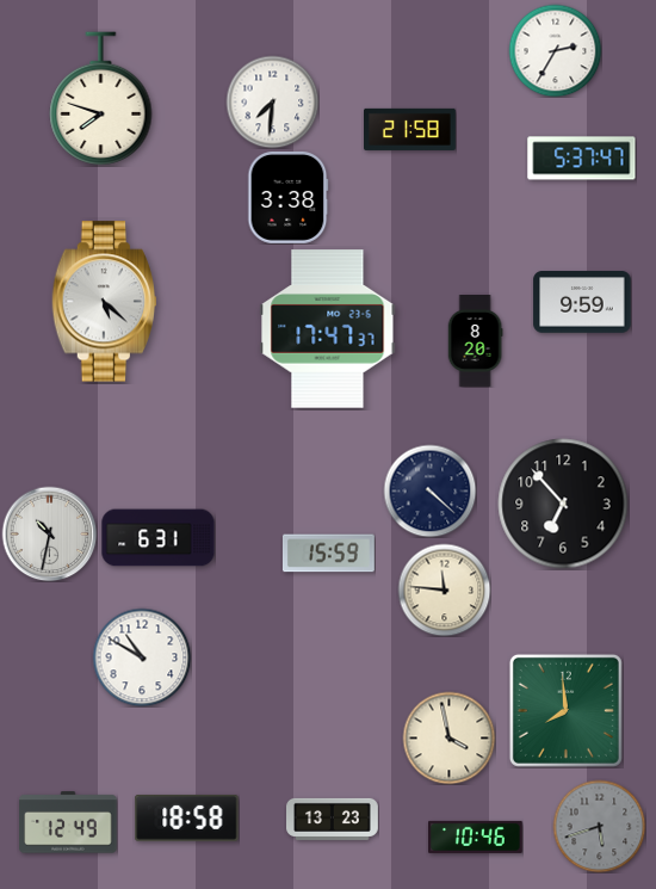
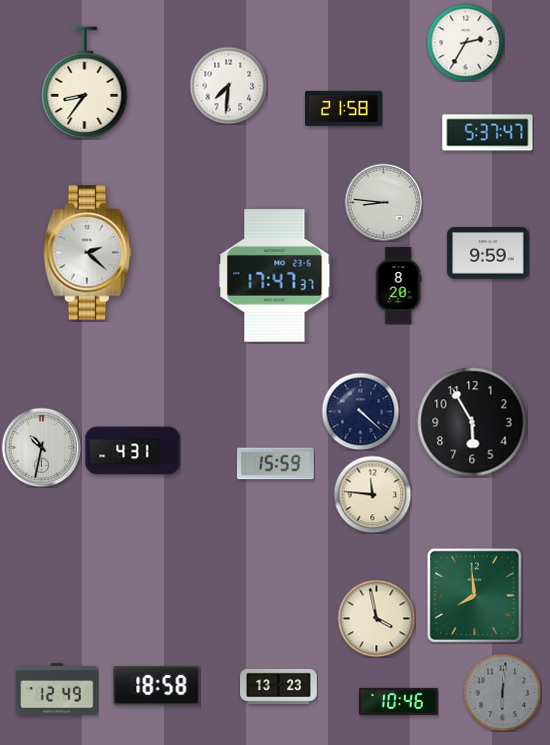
clock at (101, 98): 7:48 -> 8:36
clock at (287, 197): 3:38 -> none
clock at (383, 202): none -> 8:46
clock at (104, 302): 5:22 -> 2:22
clock at (563, 504): 6:53 -> 5:55
clock at (159, 538): 6:31 -> 4:31
clock at (142, 658): 10:50 -> none
clock at (599, 826): 5:42 -> 6:01
